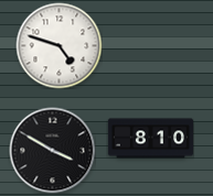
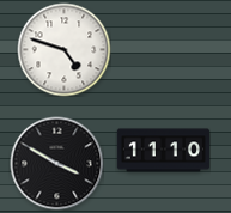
clock at (150, 139): 8:10 -> 11:10
